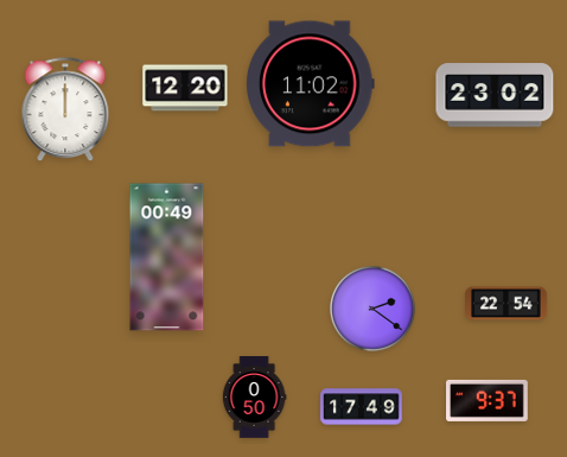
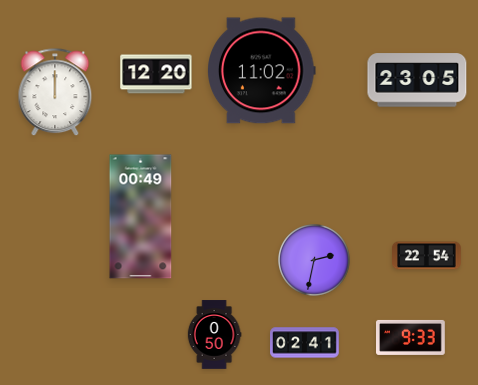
clock at (495, 95): 23:02 -> 23:05
clock at (374, 310): 2:21 -> 2:32
clock at (488, 400): 9:37 -> 9:33
clock at (362, 407): 17:49 -> 02:41
